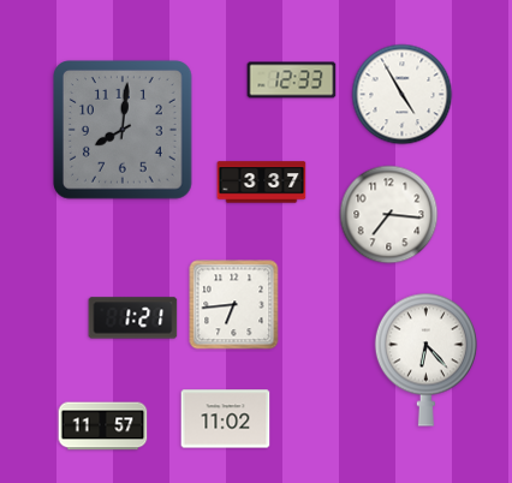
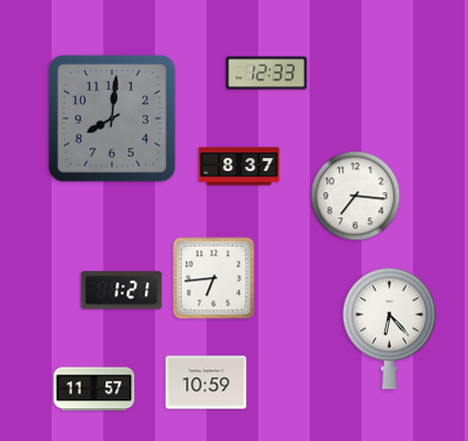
clock at (403, 95): 4:55 -> none
clock at (262, 183): 3:37 -> 8:37
clock at (226, 419): 11:02 -> 10:59
